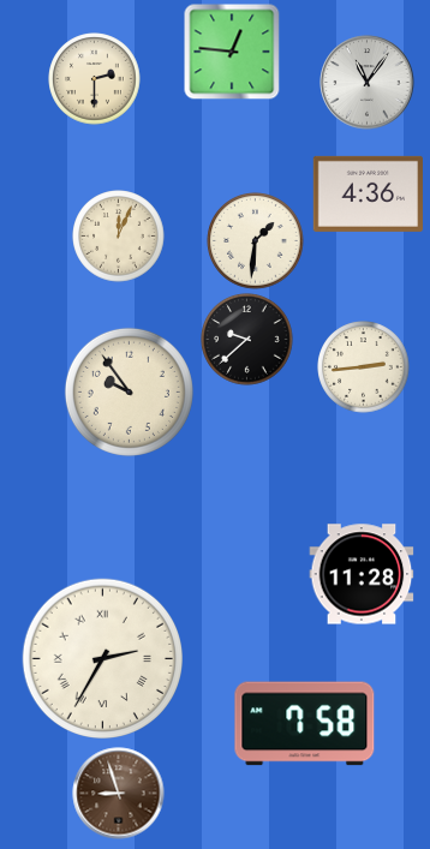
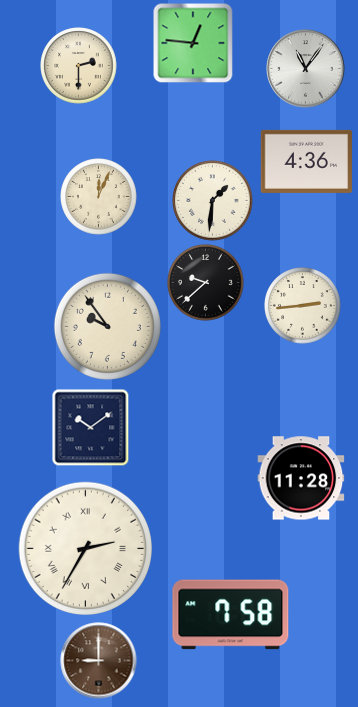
clock at (90, 427): none -> 10:09
clock at (305, 724) position: (305, 724) -> (231, 615)
clock at (119, 794): 8:57 -> 9:00
